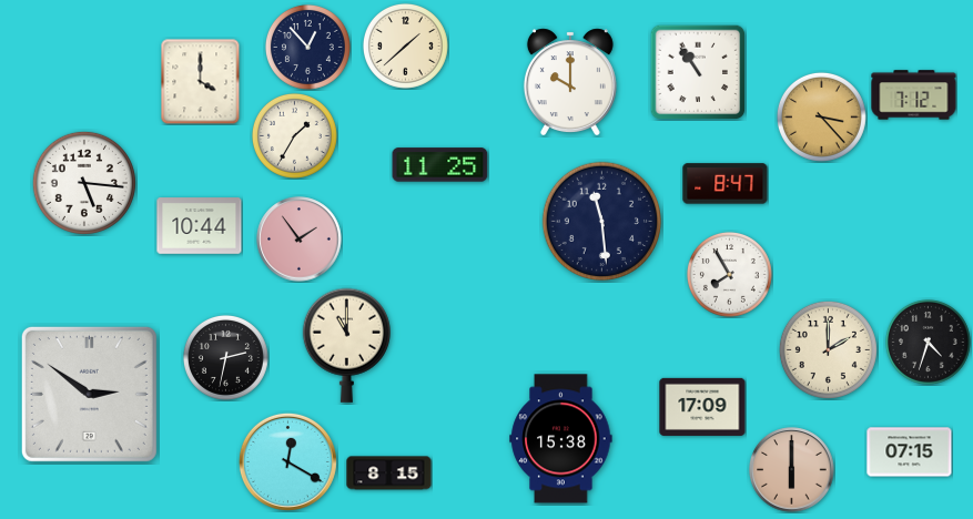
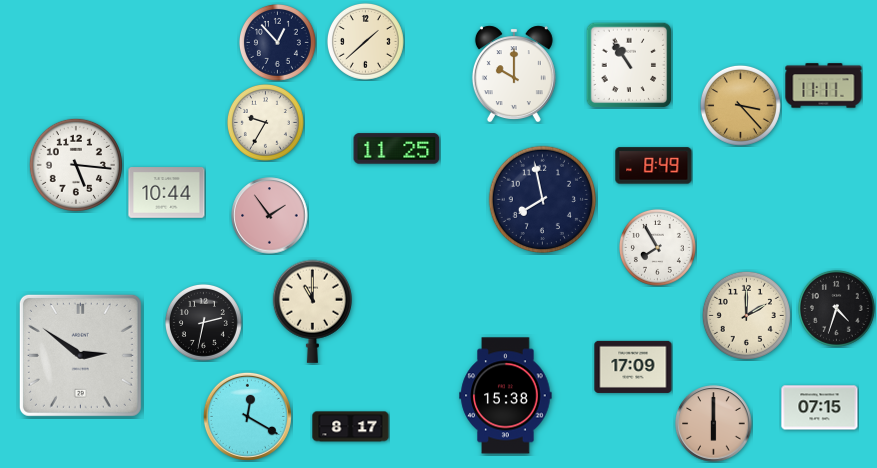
clock at (201, 81): 4:00 -> none
clock at (914, 95): 7:12 -> 11:11
clock at (294, 135): 1:35 -> 9:35
clock at (726, 184): 8:47 -> 8:49
clock at (601, 221): 11:29 -> 7:58
clock at (200, 226) position: (200, 226) -> (167, 193)
clock at (287, 461) position: (287, 461) -> (247, 416)
clock at (389, 474): 8:15 -> 8:17
